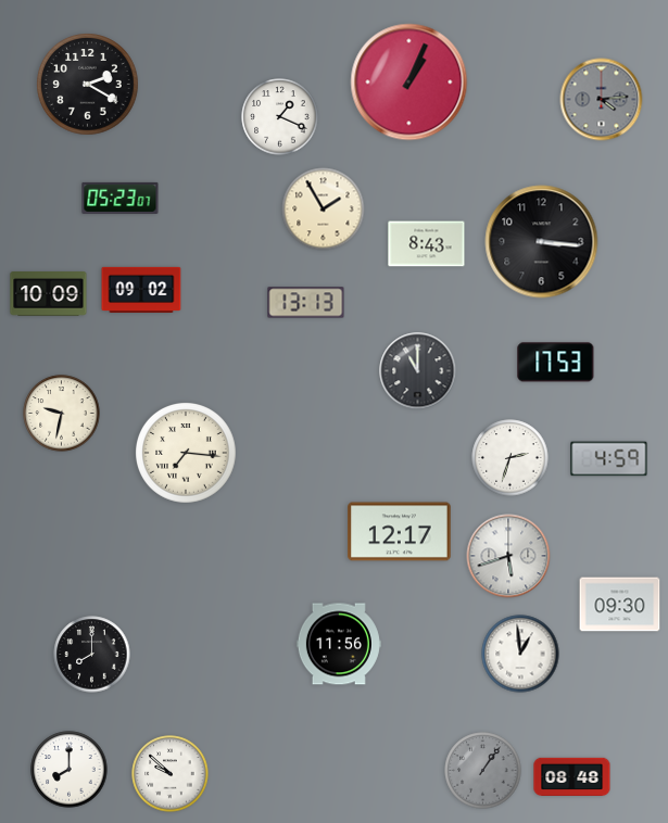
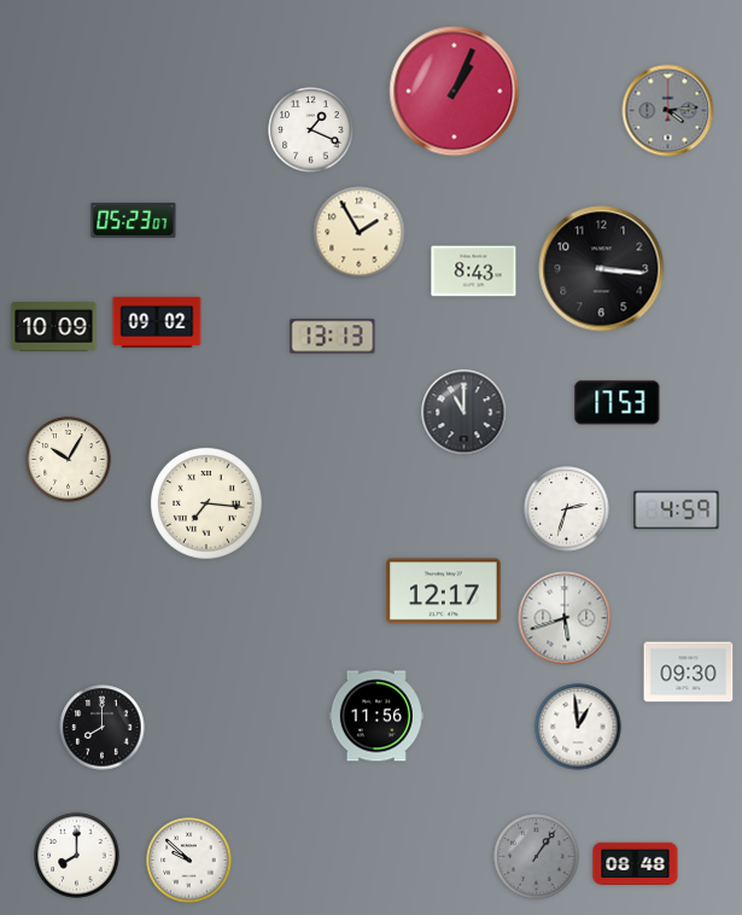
clock at (88, 85): 2:20 -> none
clock at (306, 303) position: (306, 303) -> (333, 337)
clock at (62, 414): 9:32 -> 10:05
